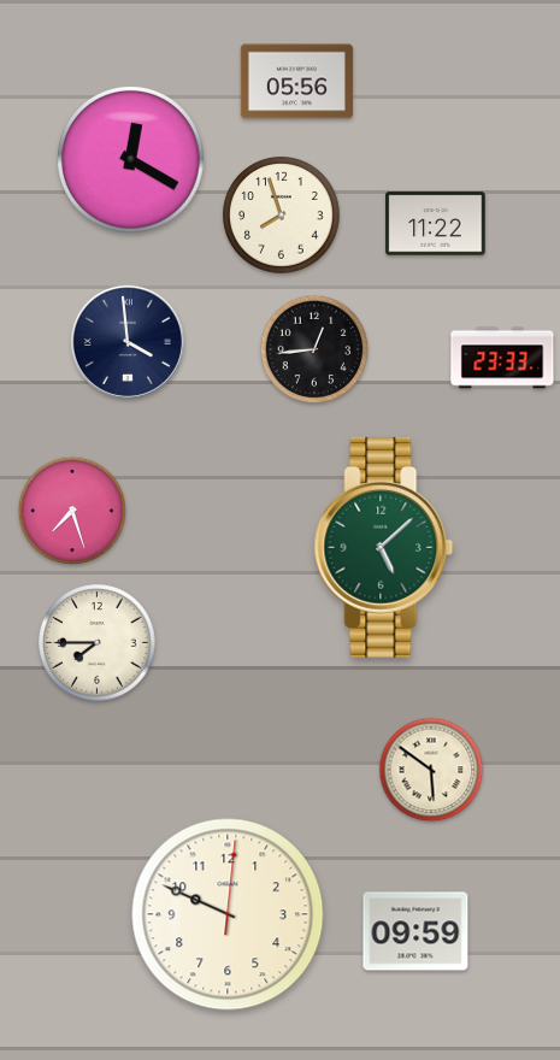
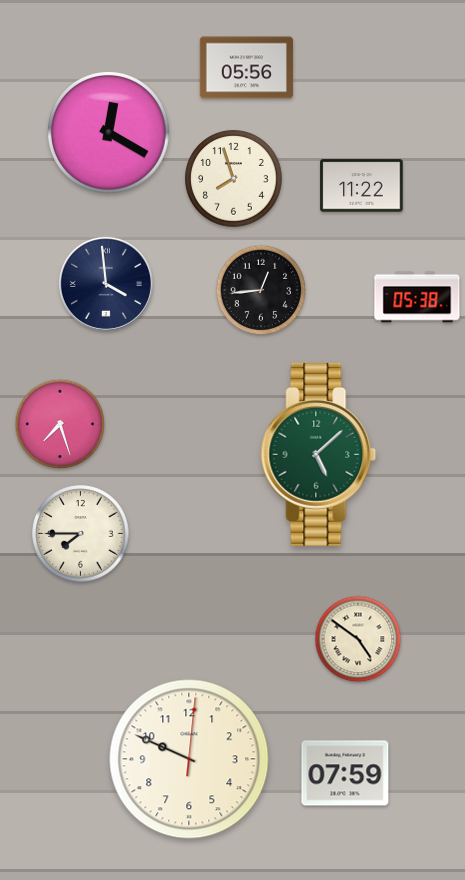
clock at (502, 358): 23:33 -> 05:38
clock at (431, 770): 5:51 -> 4:51
clock at (415, 931): 09:59 -> 07:59
